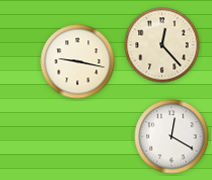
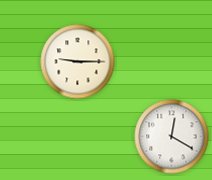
clock at (162, 45): 12:23 -> none
clock at (78, 62): 9:17 -> 9:15
